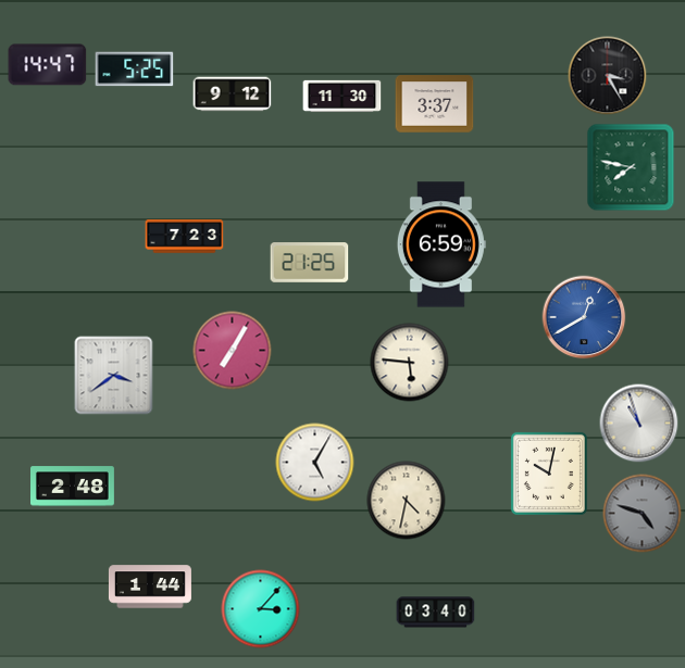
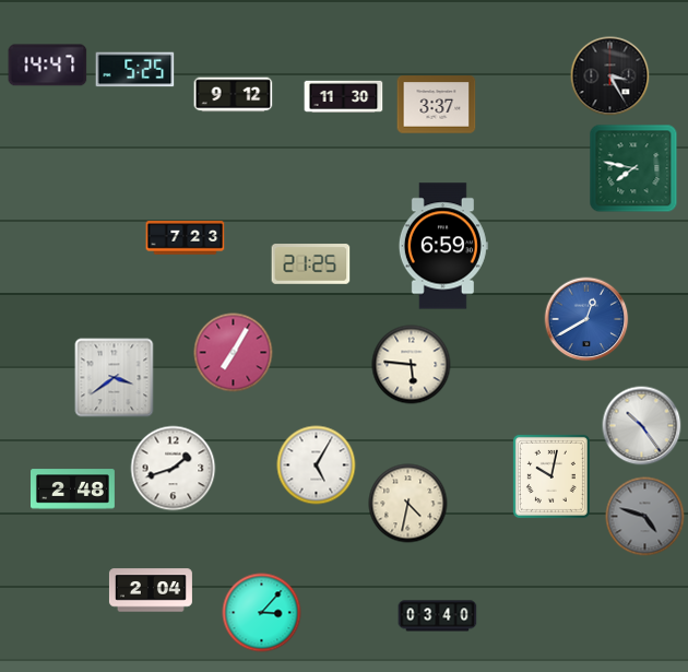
clock at (639, 424): 10:57 -> 10:24
clock at (174, 469): none -> 1:42
clock at (150, 587): 1:44 -> 2:04
